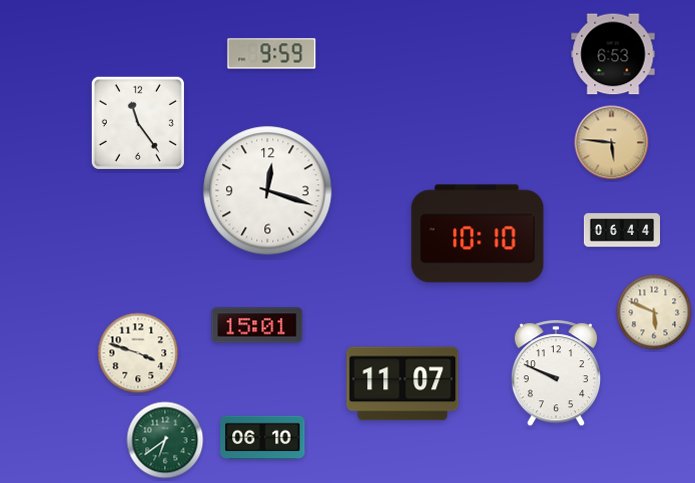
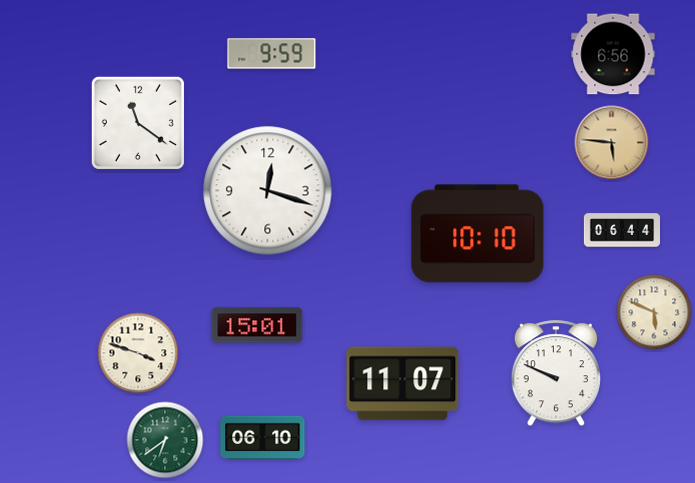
clock at (613, 54): 6:53 -> 6:56
clock at (138, 123): 11:24 -> 11:21
